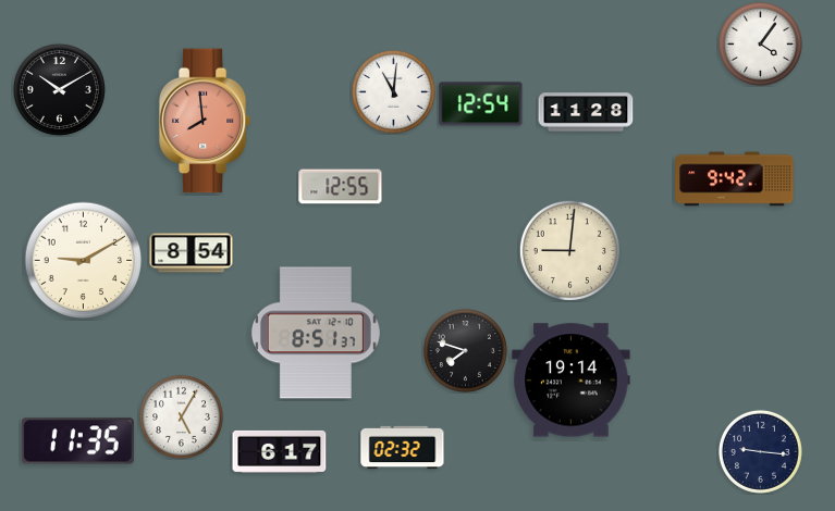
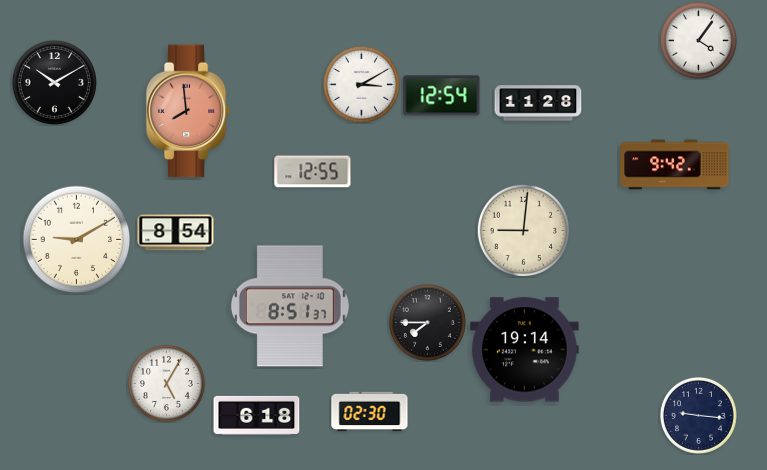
clock at (393, 91): 11:01 -> 3:10
clock at (465, 350): 7:48 -> 7:45
clock at (77, 441): 11:35 -> none
clock at (403, 448): 02:32 -> 02:30
clock at (280, 451): 6:17 -> 6:18
